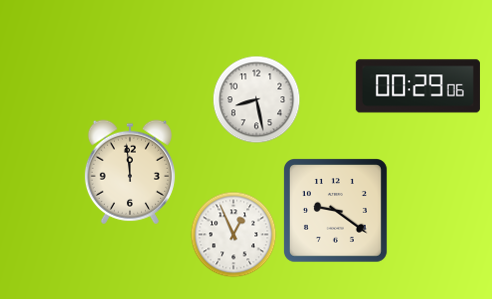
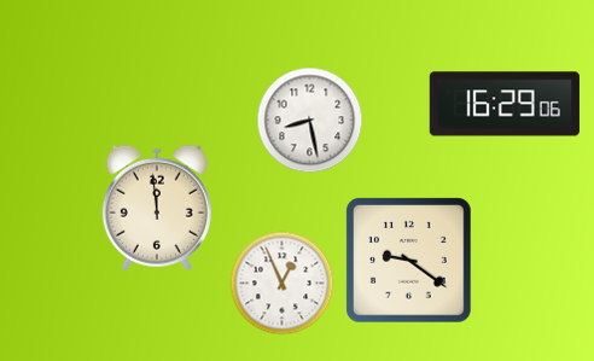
clock at (418, 86): 00:29 -> 16:29
clock at (336, 211) position: (336, 211) -> (409, 261)
